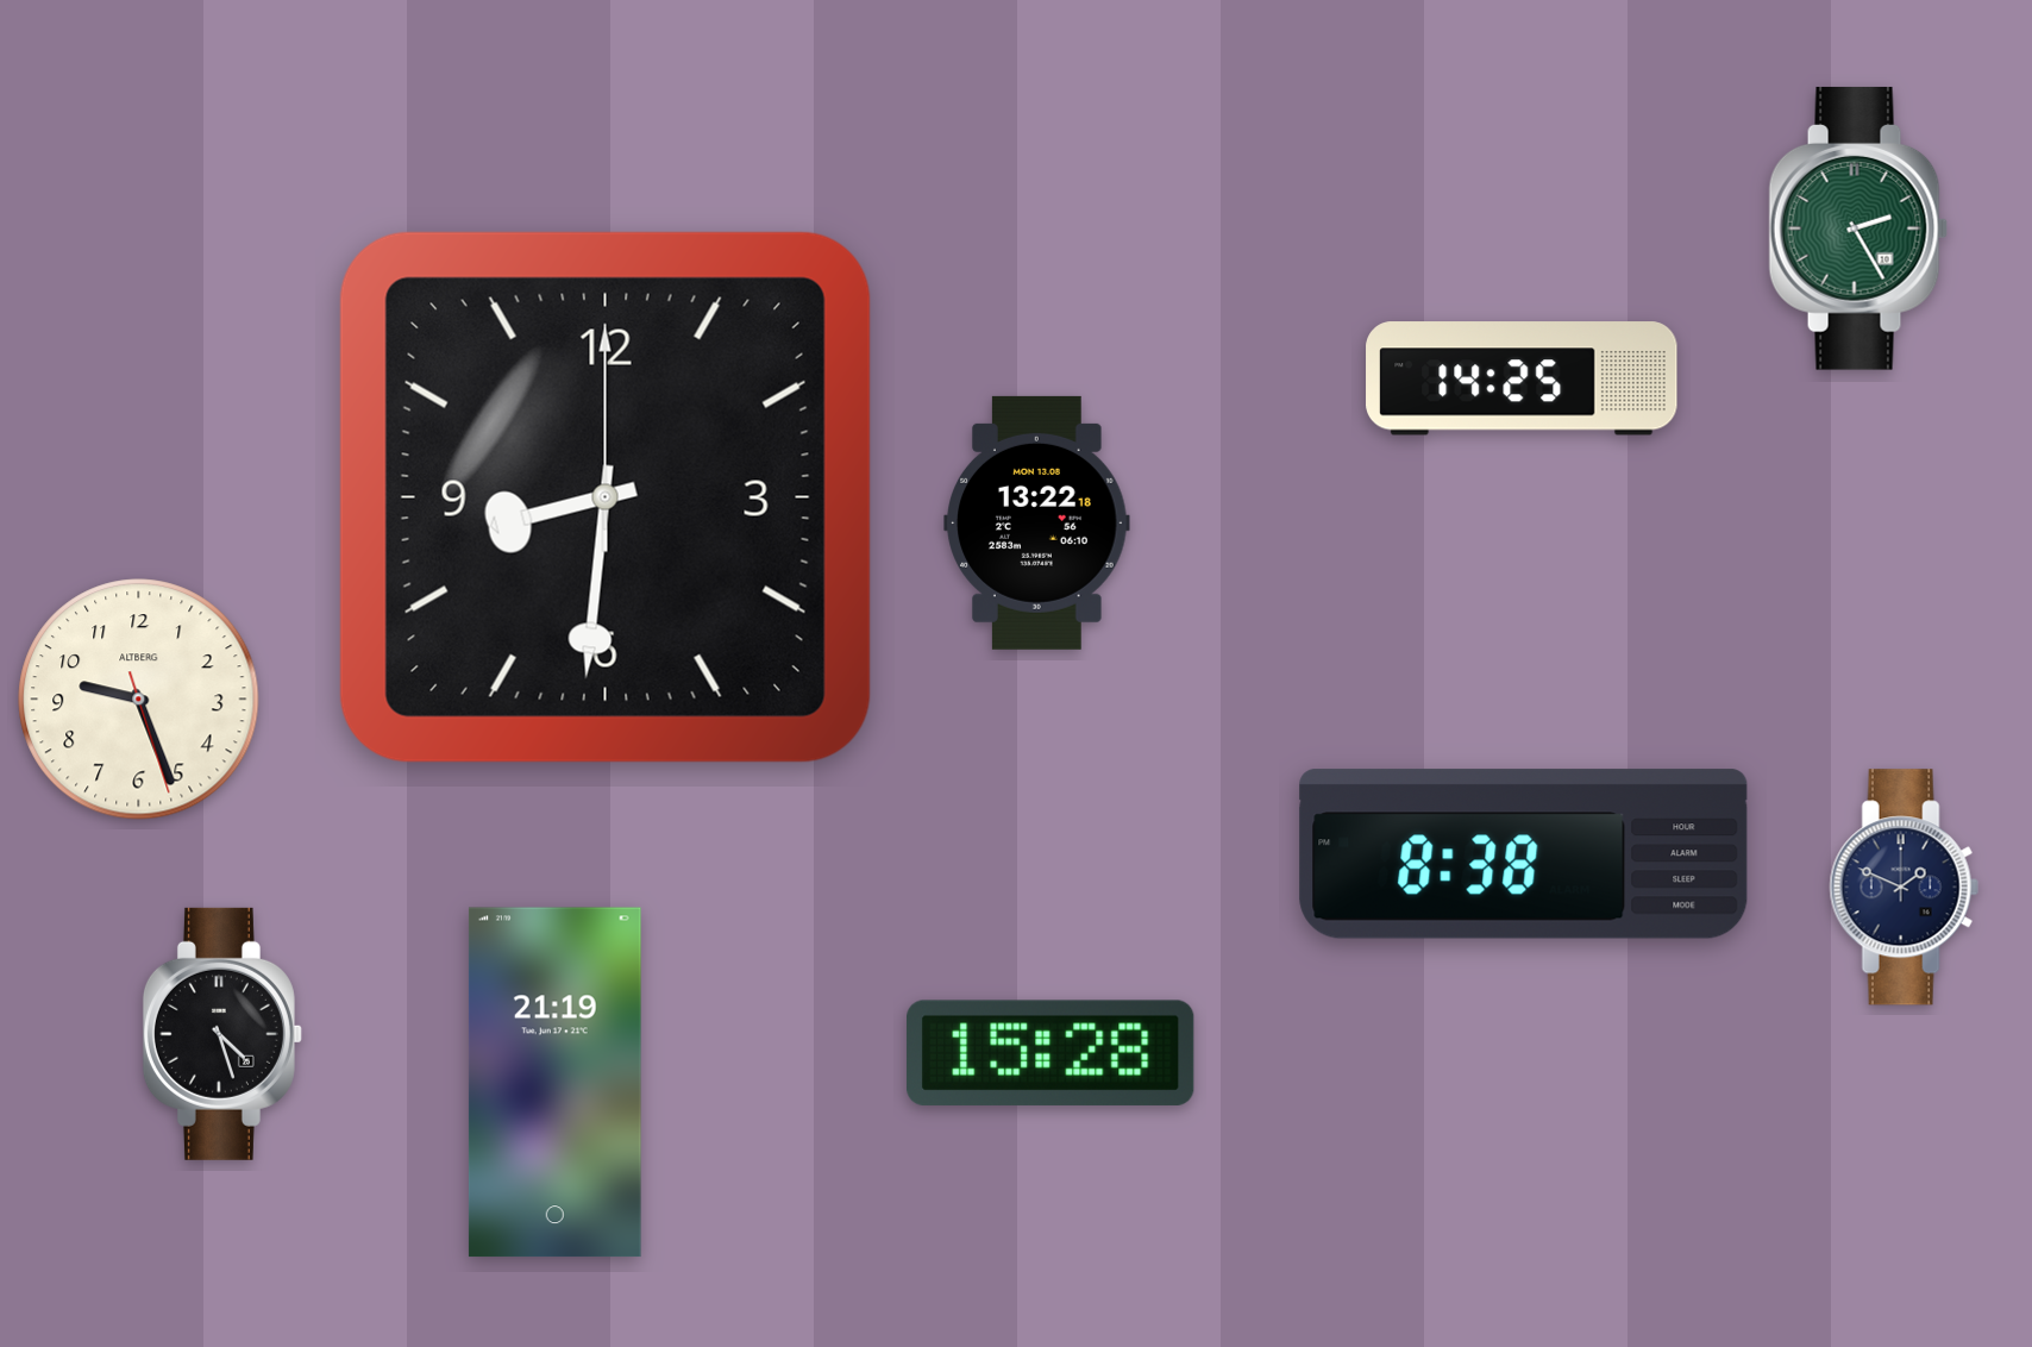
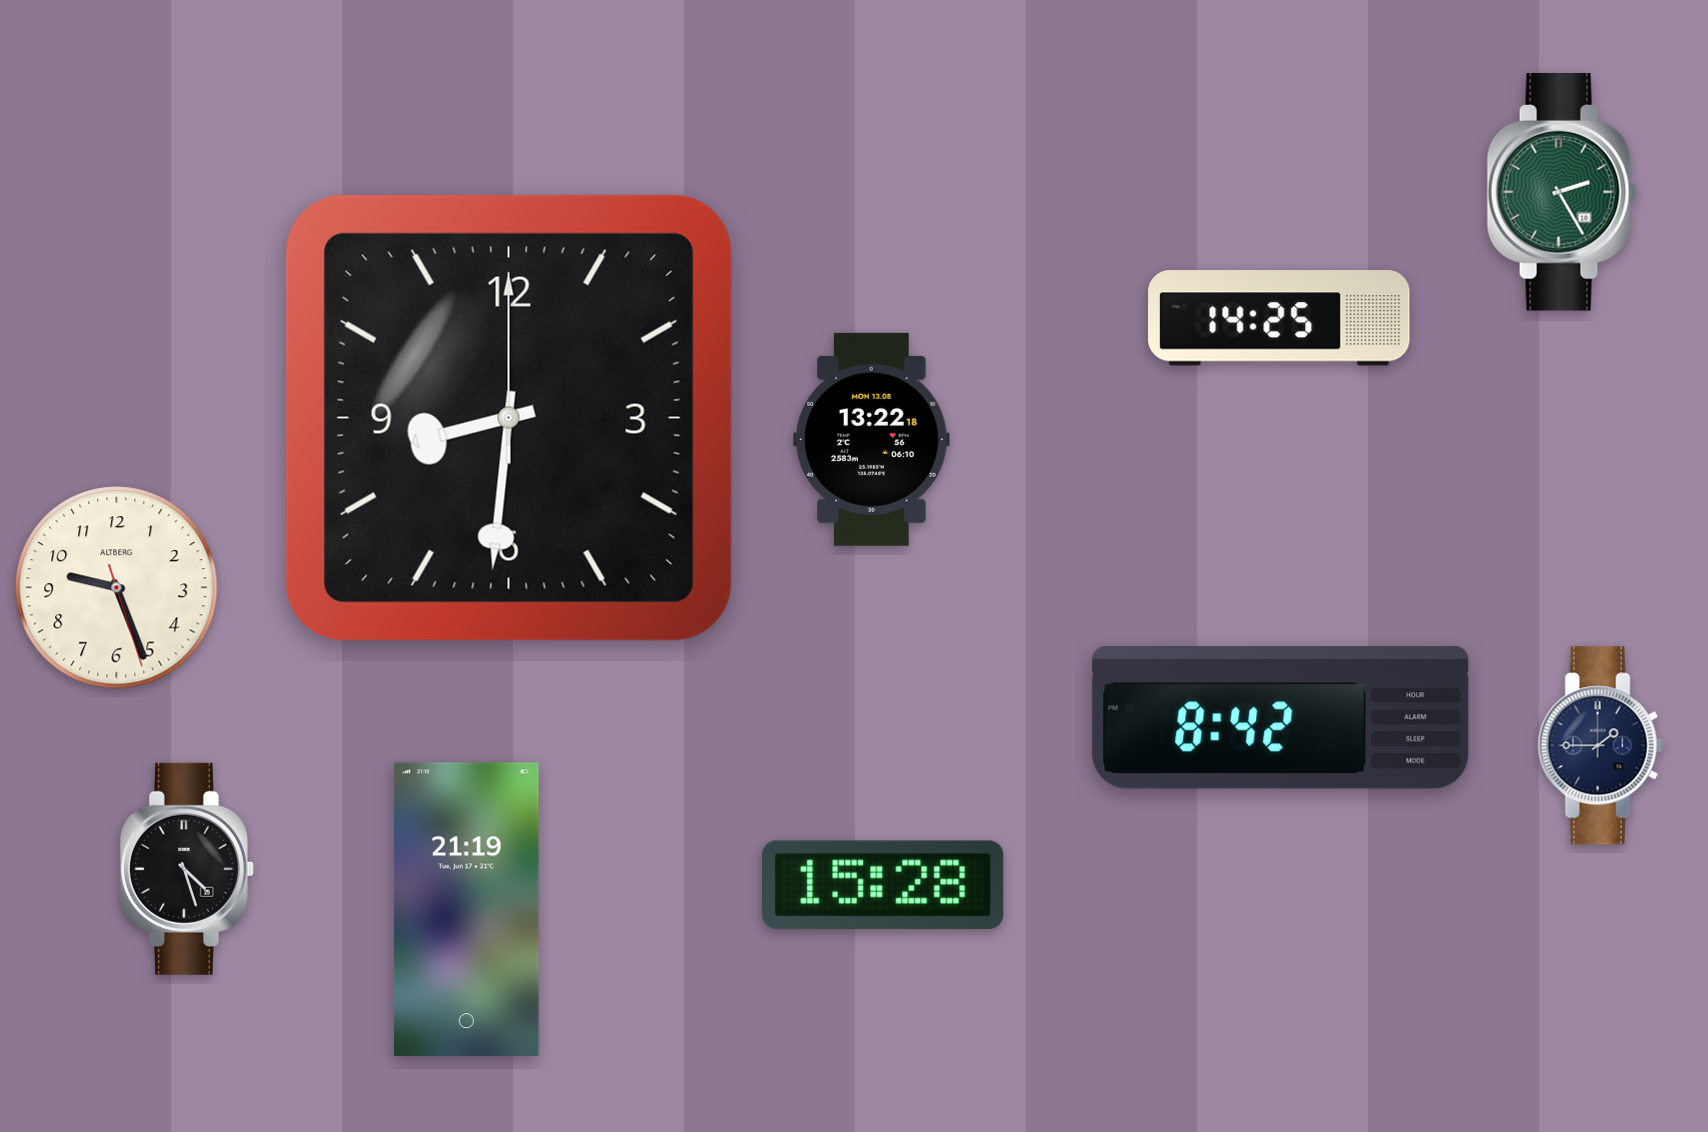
clock at (1524, 854): 8:38 -> 8:42
clock at (1904, 888): 1:49 -> 1:45
